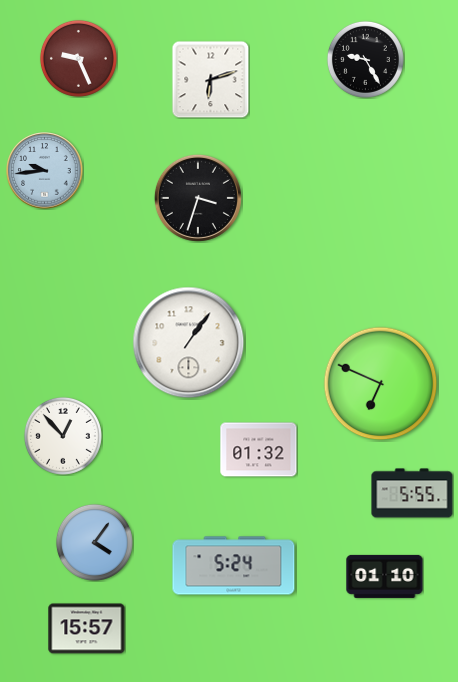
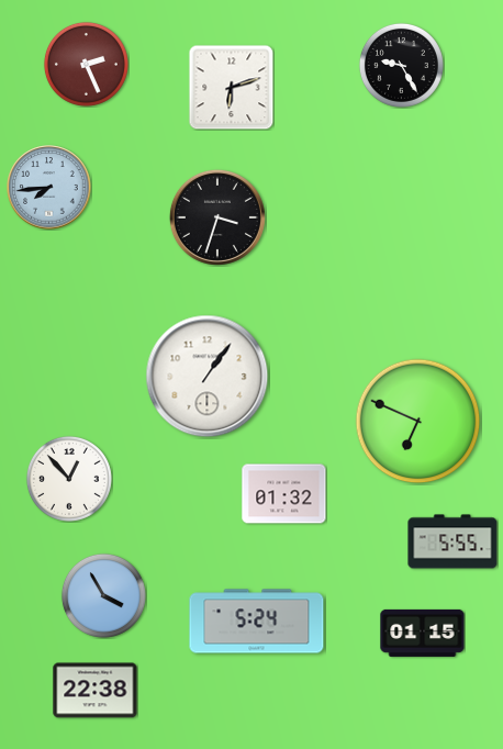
clock at (78, 58): 9:26 -> 2:26
clock at (45, 171): 9:44 -> 7:44
clock at (94, 542): 4:06 -> 3:55
clock at (385, 576): 01:10 -> 01:15
clock at (87, 629): 15:57 -> 22:38
